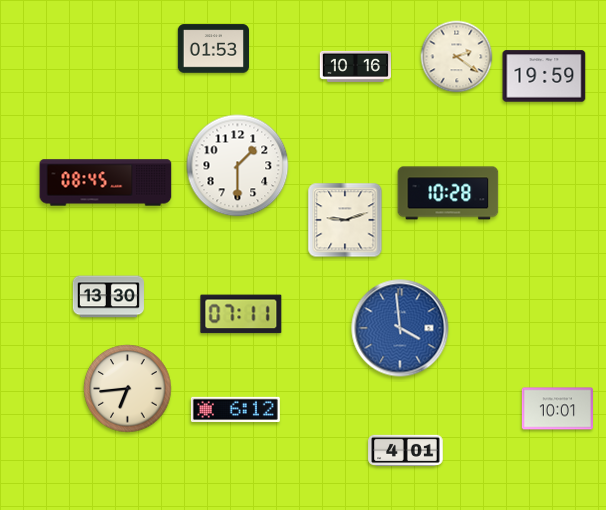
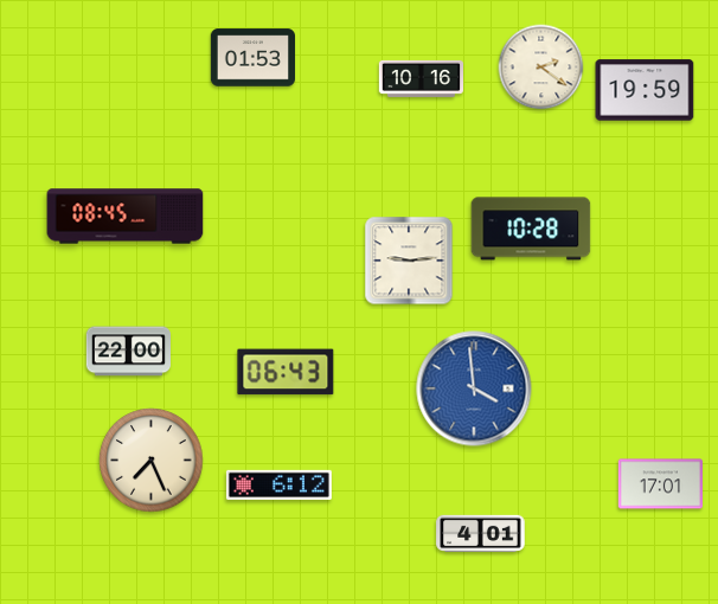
clock at (238, 166): 1:30 -> none
clock at (345, 220): 9:12 -> 9:14
clock at (108, 297): 13:30 -> 22:00
clock at (241, 314): 07:11 -> 06:43
clock at (128, 389): 6:44 -> 7:26
clock at (557, 409): 10:01 -> 17:01
